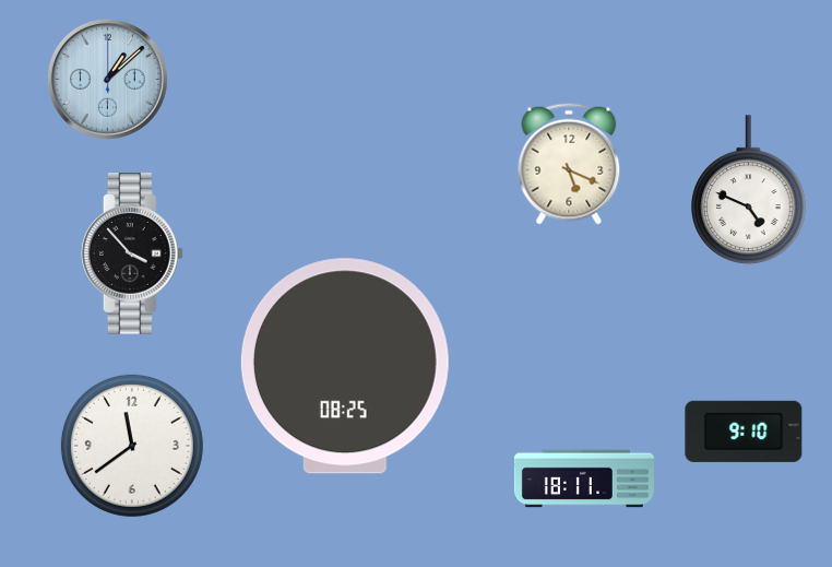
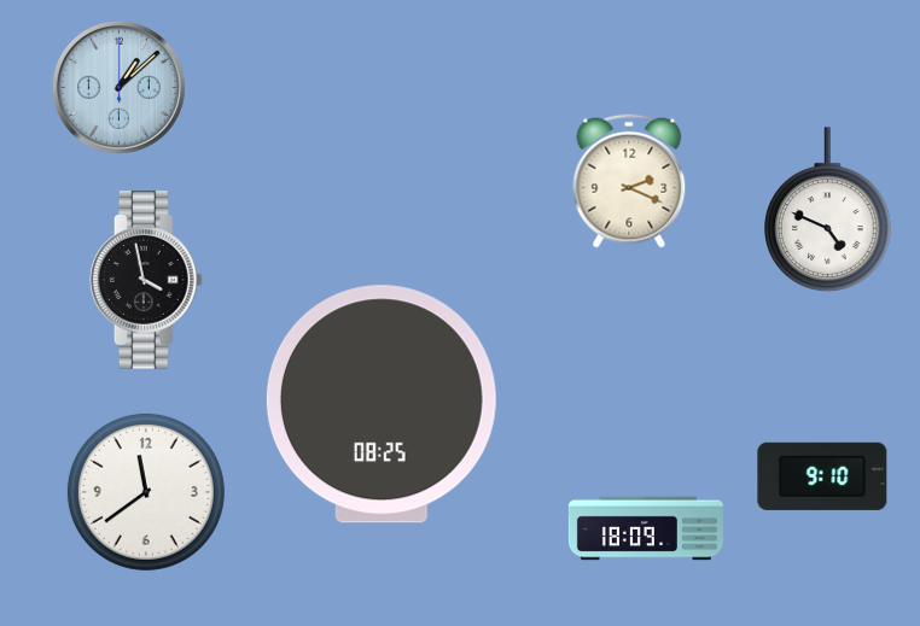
clock at (569, 164): 5:19 -> 2:19
clock at (132, 253): 3:53 -> 3:58
clock at (584, 479): 18:11 -> 18:09
